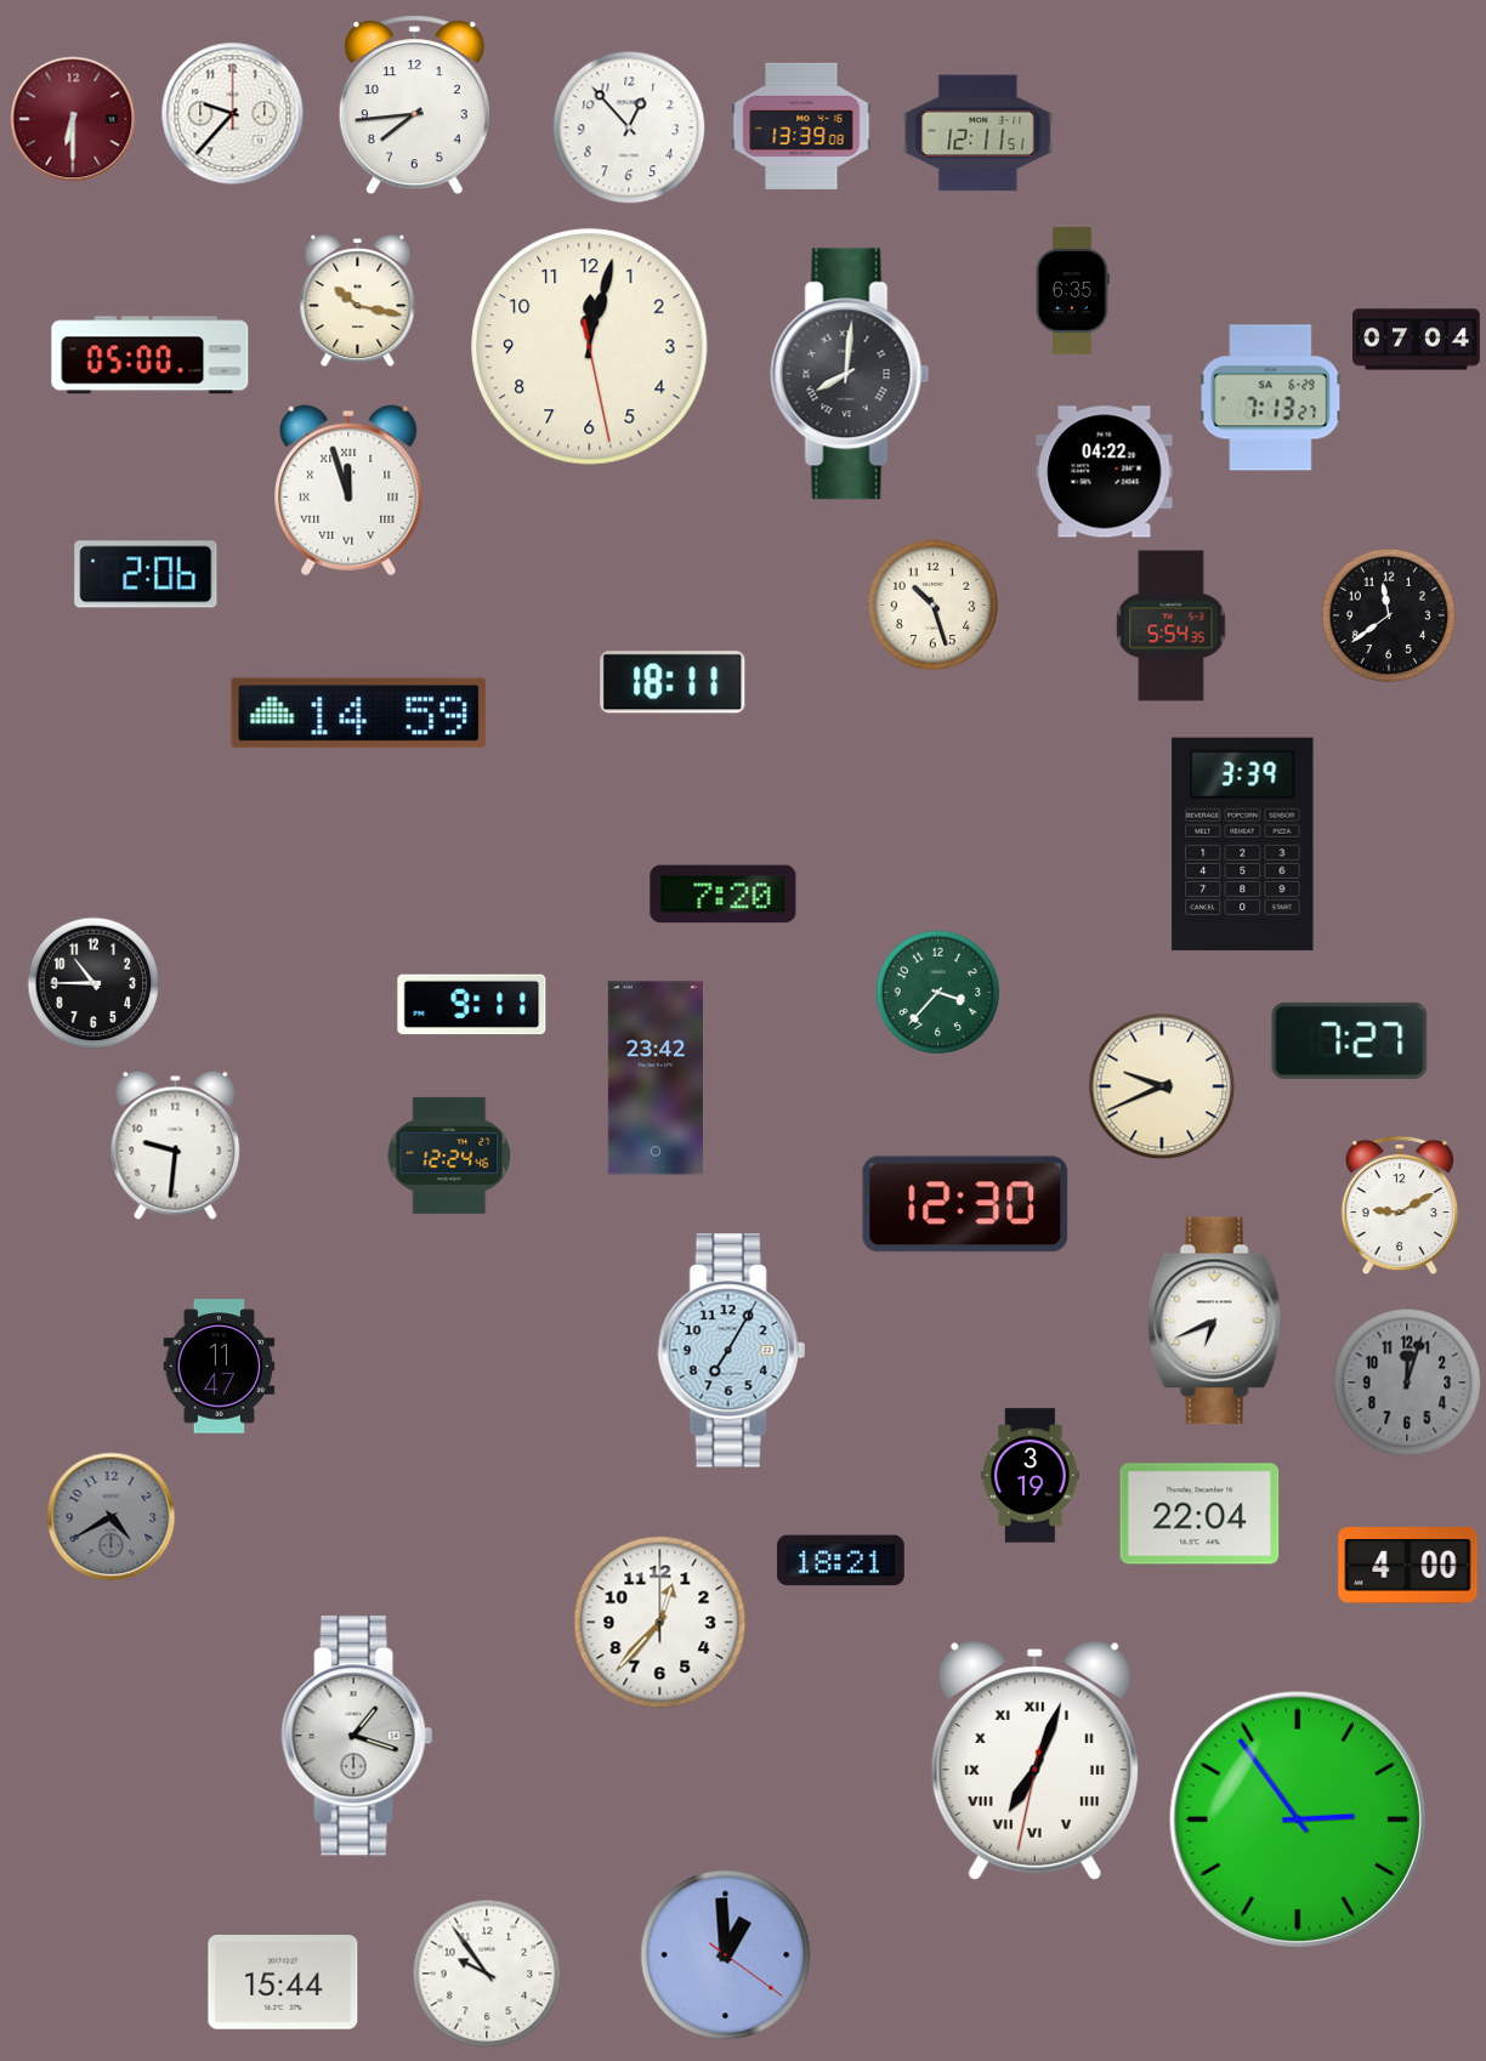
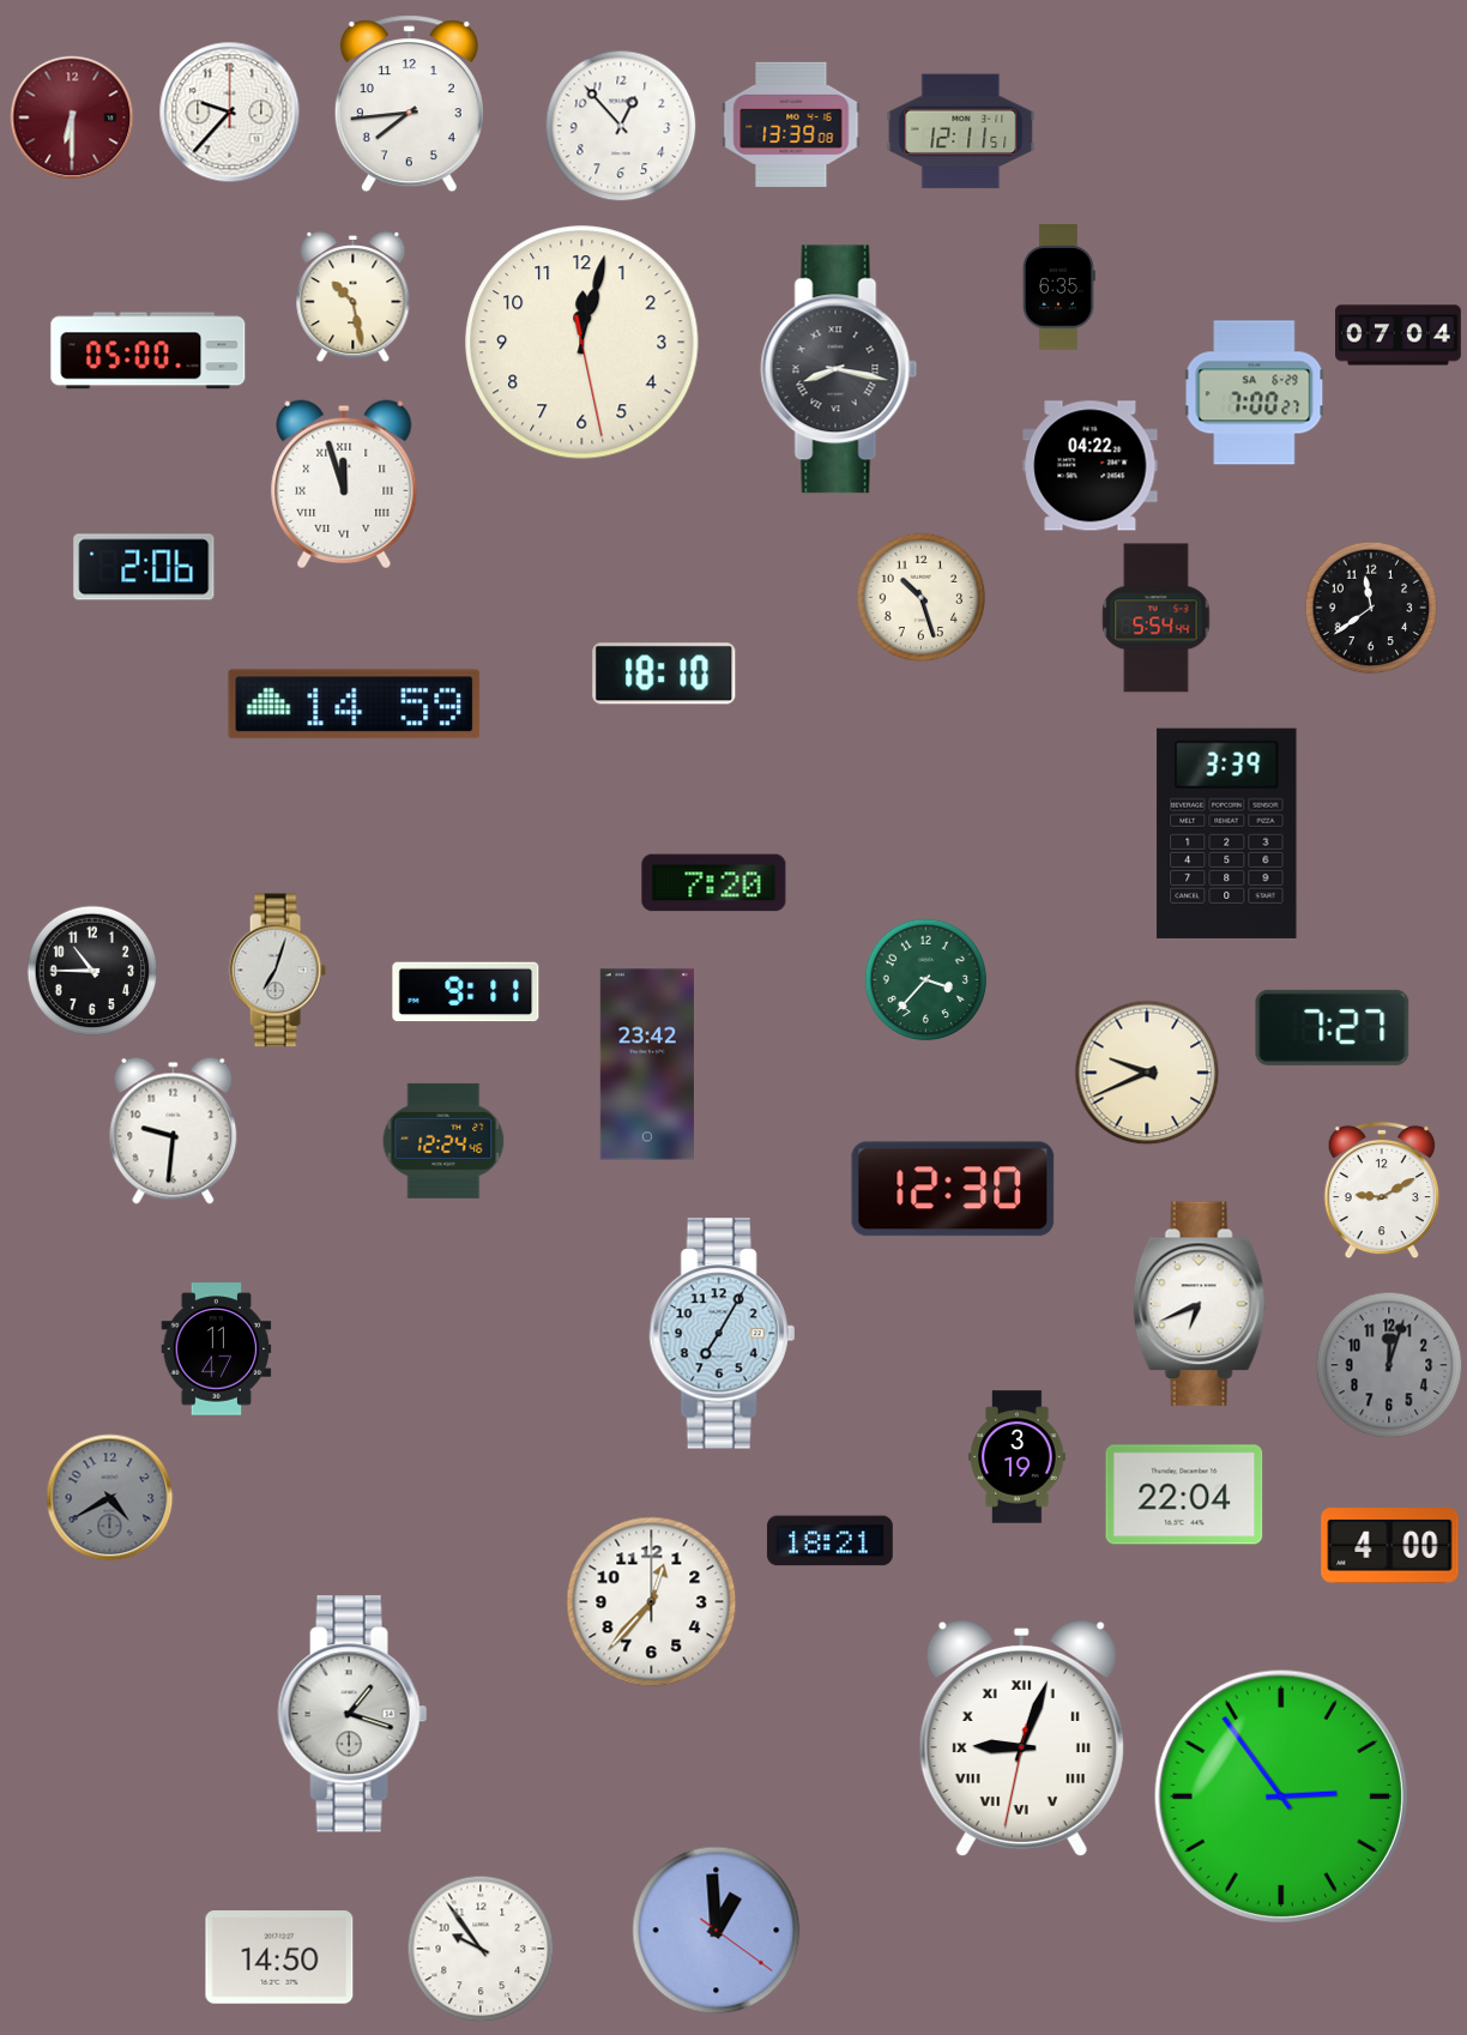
clock at (979, 134) position: (979, 134) -> (961, 132)
clock at (358, 301): 10:17 -> 10:28
clock at (850, 374): 8:01 -> 8:17
clock at (1271, 398): 7:13 -> 7:00
clock at (1172, 626): 5:54:35 -> 5:54:44
clock at (673, 682): 18:11 -> 18:10
clock at (277, 971): none -> 7:03
clock at (1034, 1760): 7:03 -> 9:03
clock at (283, 1982): 15:44 -> 14:50
